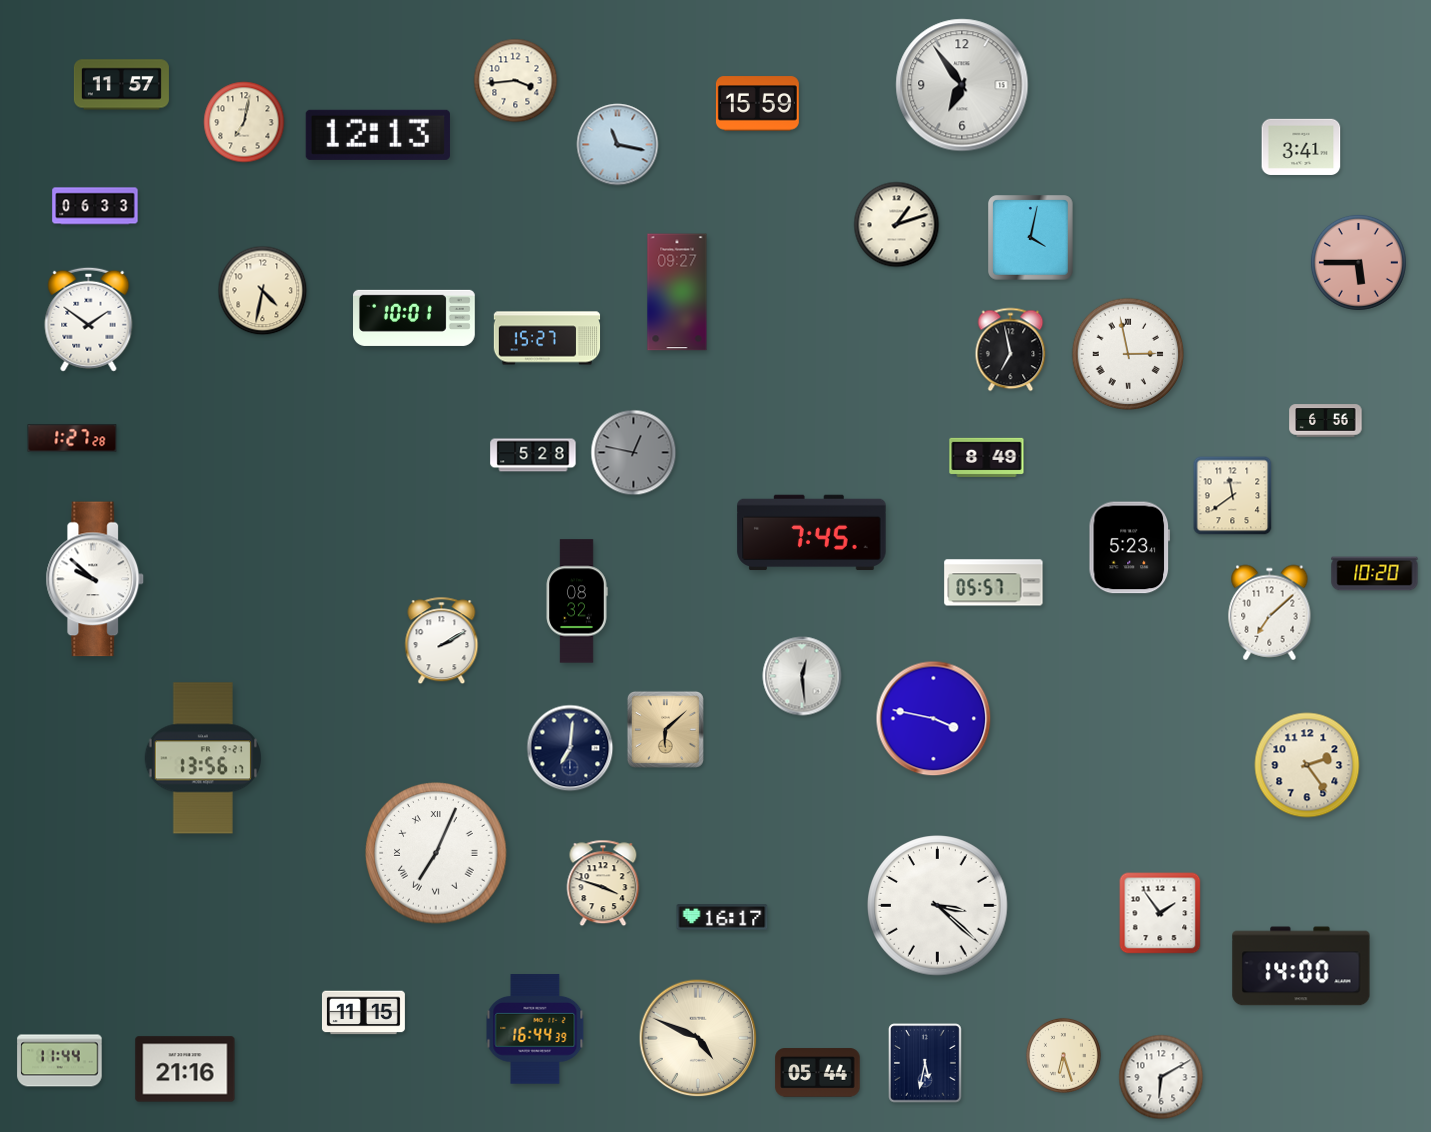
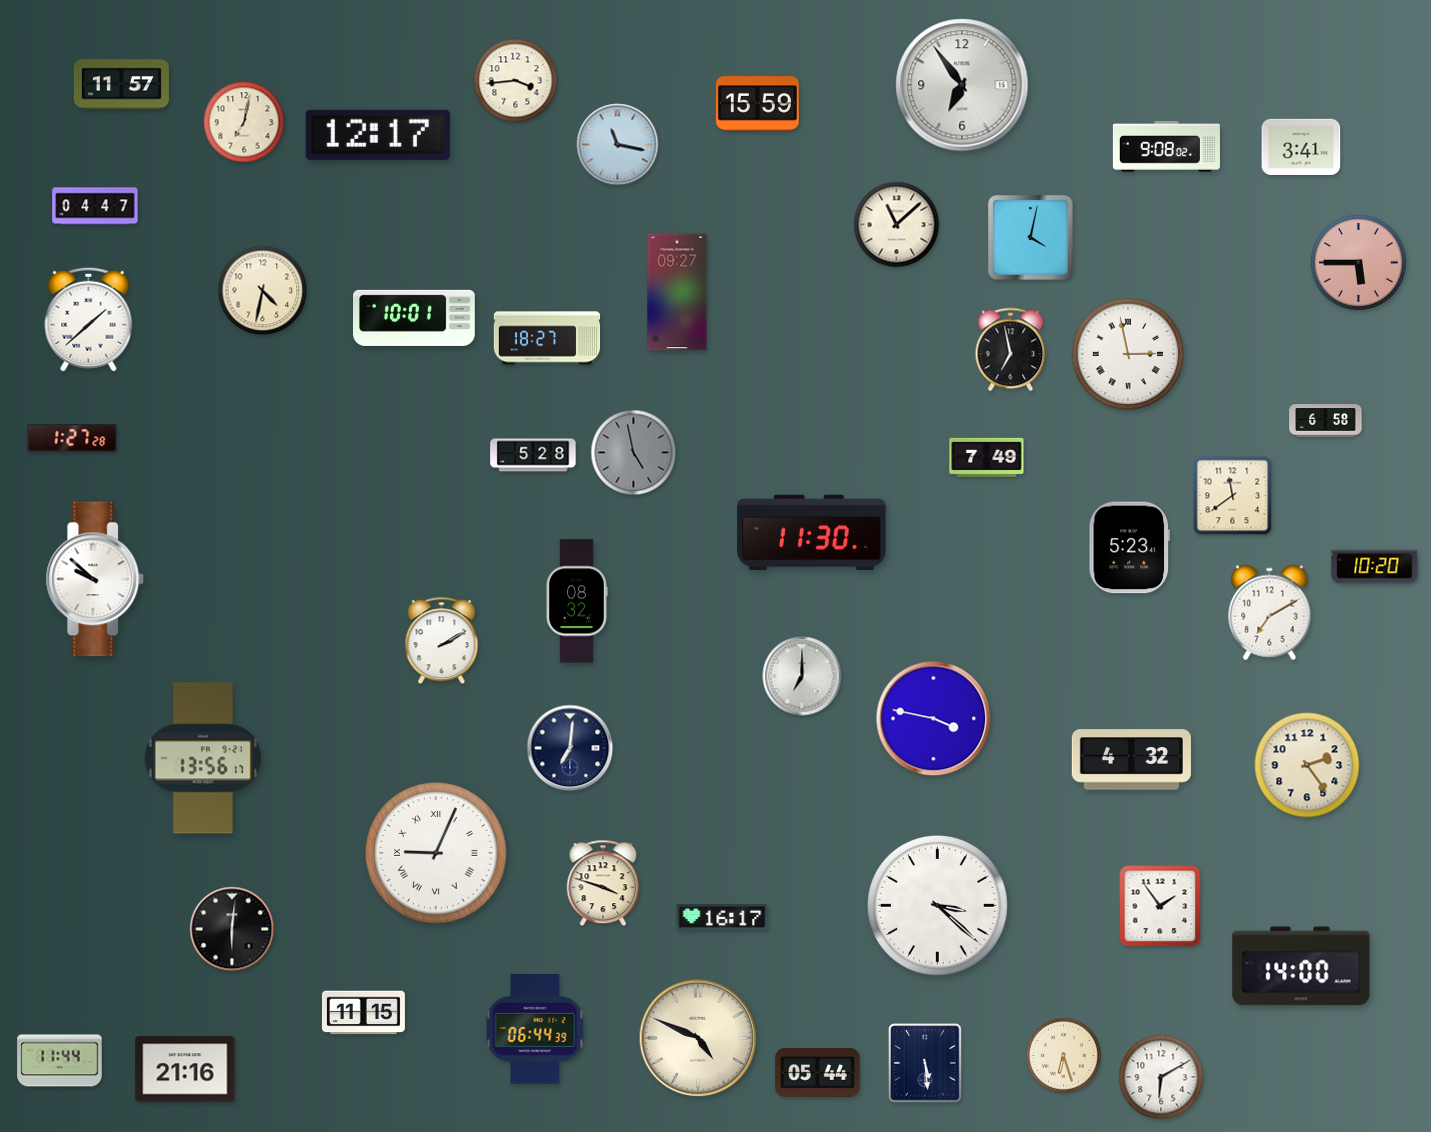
clock at (378, 135): 12:13 -> 12:17
clock at (1166, 147): none -> 9:08
clock at (95, 206): 06:33 -> 04:47
clock at (897, 225): 1:12 -> 11:08
clock at (89, 319): 1:51 -> 1:38
clock at (547, 338): 15:27 -> 18:27
clock at (1326, 421): 6:56 -> 6:58
clock at (634, 453): 12:47 -> 4:58
clock at (987, 457): 8:49 -> 7:49
clock at (812, 533): 7:45 -> 11:30
clock at (1375, 574) position: (1375, 574) -> (1375, 567)
clock at (994, 583): 05:57 -> none
clock at (1270, 613): 7:08 -> 7:10
clock at (802, 676): 12:29 -> 7:00
clock at (665, 729): 6:08 -> none
clock at (1131, 760): none -> 4:32
clock at (436, 853): 7:04 -> 9:04
clock at (1160, 913) position: (1160, 913) -> (1160, 906)
clock at (232, 929): none -> 6:01
clock at (535, 1029): 16:44 -> 06:44
clock at (925, 1063): 5:32 -> 5:29
